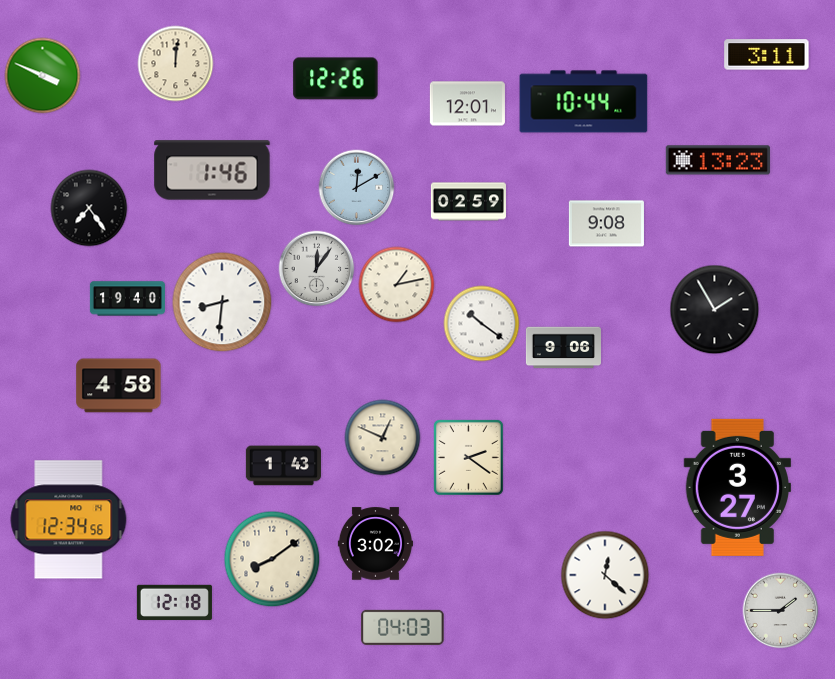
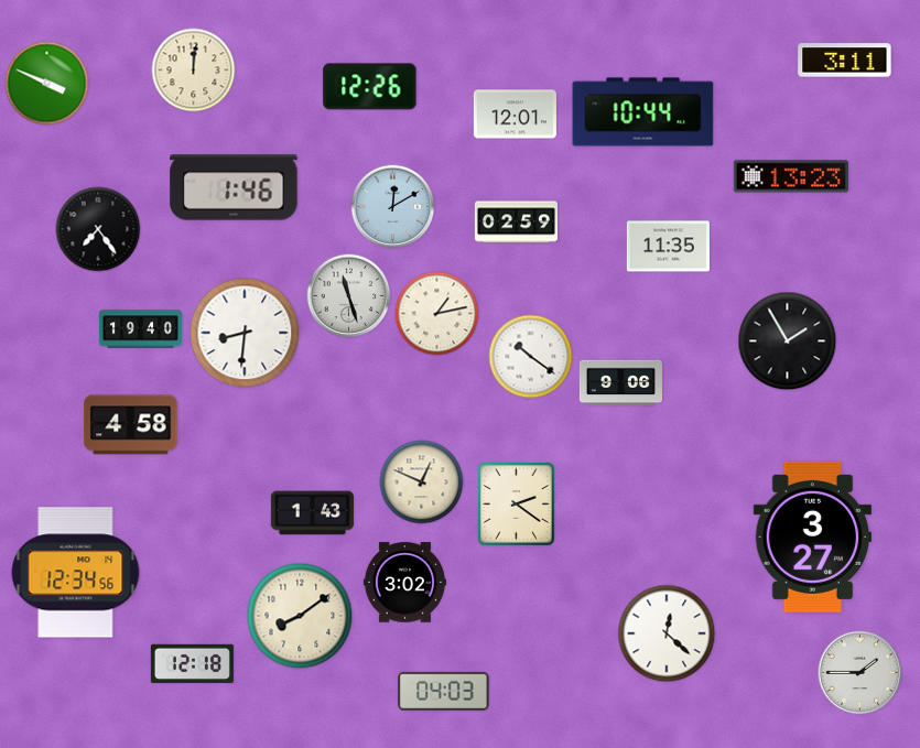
clock at (606, 224): 9:08 -> 11:35
clock at (317, 269): 12:06 -> 11:27
clock at (375, 544) position: (375, 544) -> (404, 583)
